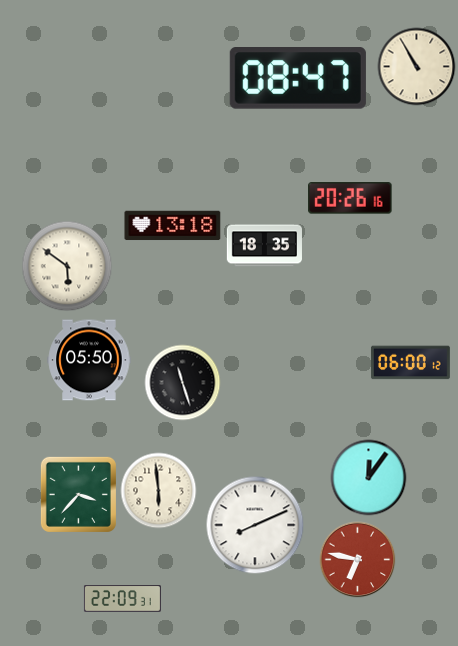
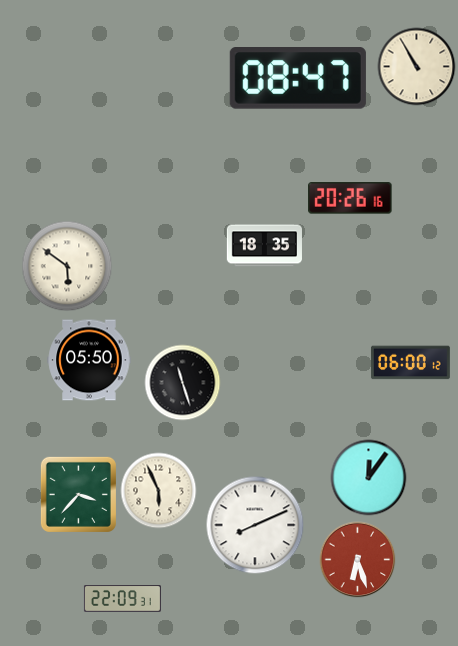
clock at (173, 226): 13:18 -> none
clock at (159, 491): 5:59 -> 5:56
clock at (358, 560): 6:47 -> 6:27
